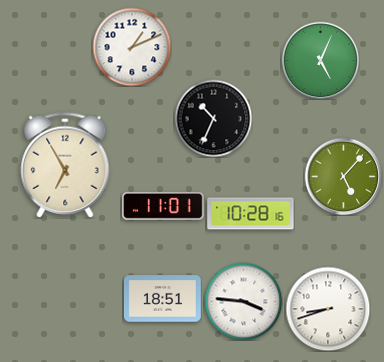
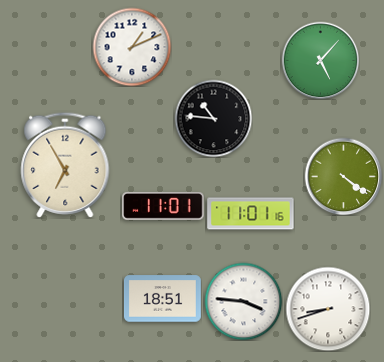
clock at (320, 60): 5:04 -> 5:07
clock at (213, 118): 10:34 -> 10:46
clock at (343, 176): 5:07 -> 4:21
clock at (251, 214): 10:28 -> 11:01
